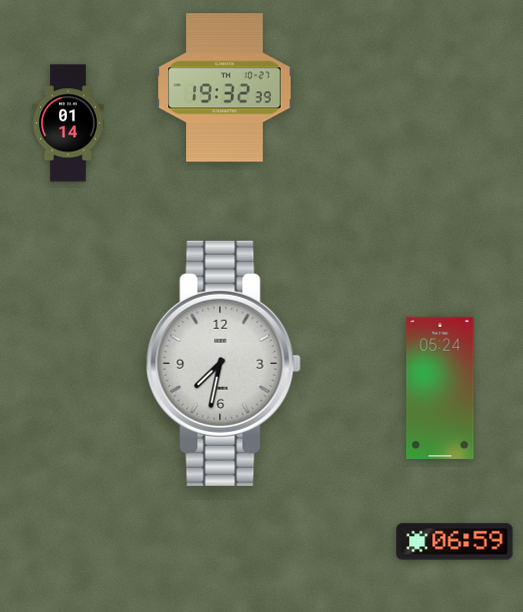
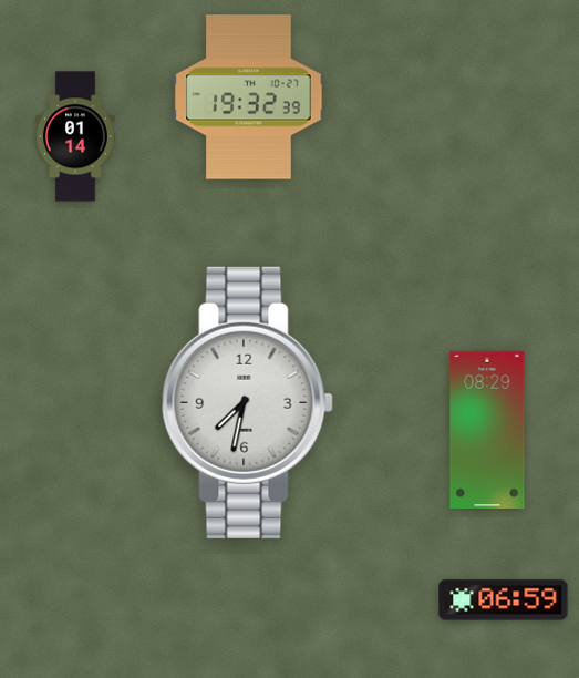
clock at (440, 387): 05:24 -> 08:29
